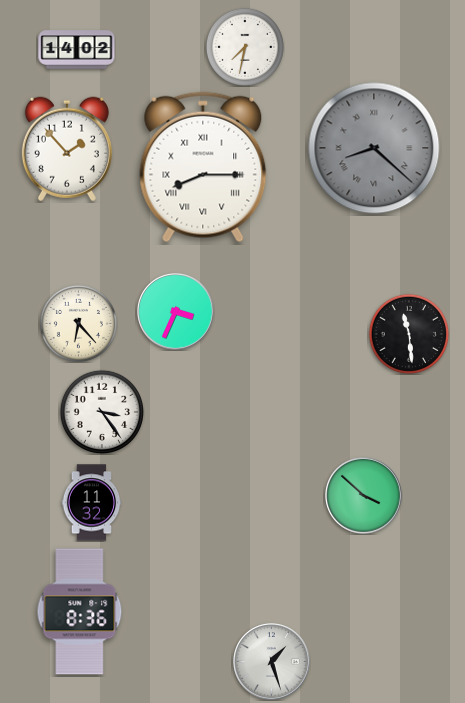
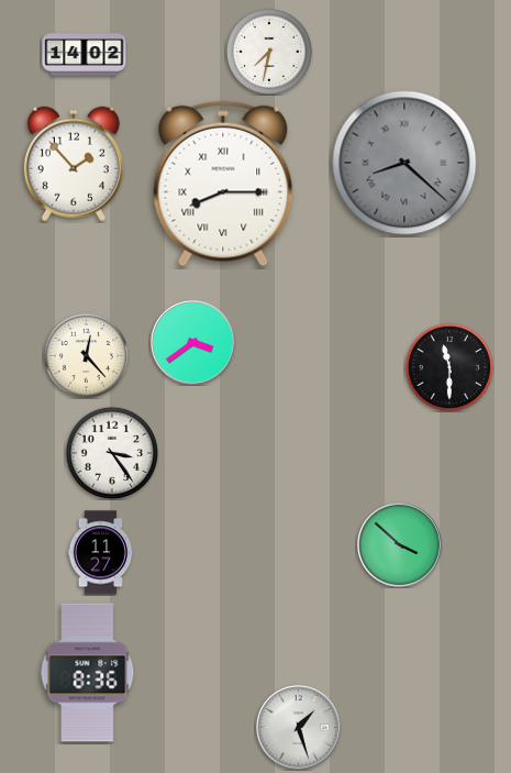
clock at (374, 148) position: (374, 148) -> (404, 163)
clock at (176, 312): 3:34 -> 3:39
clock at (78, 323): 6:23 -> 12:23
clock at (409, 334): 11:29 -> 11:30
clock at (92, 503): 11:32 -> 11:27
